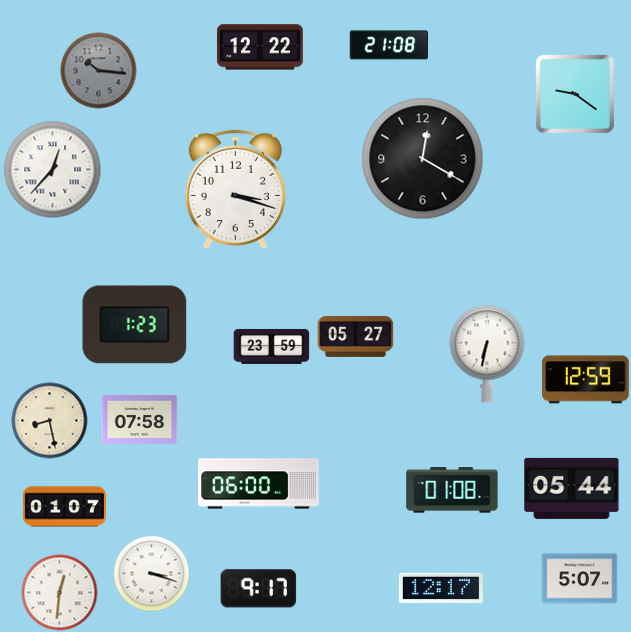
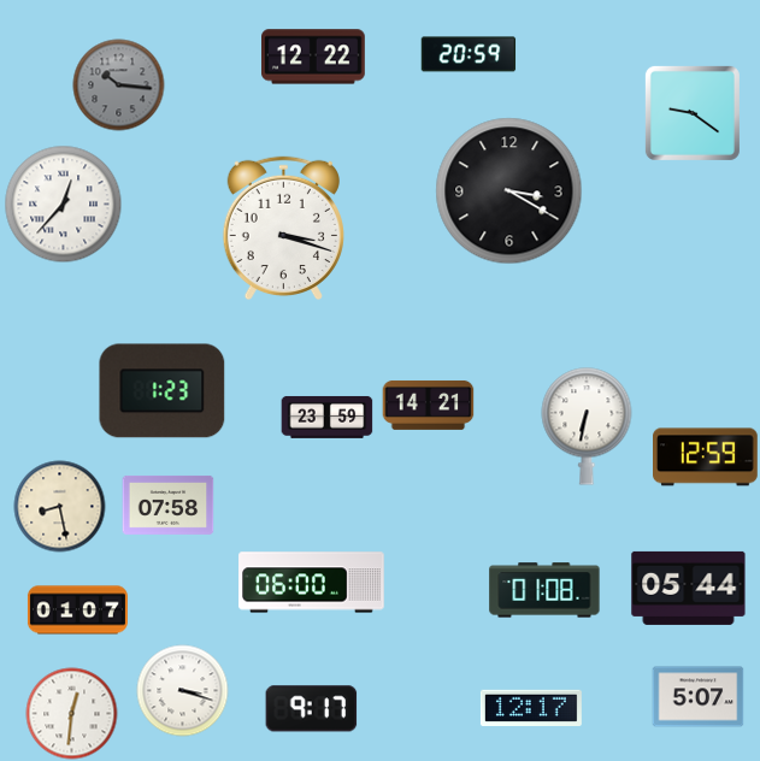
clock at (389, 45): 21:08 -> 20:59
clock at (423, 159): 12:20 -> 3:20
clock at (356, 336): 05:27 -> 14:21
